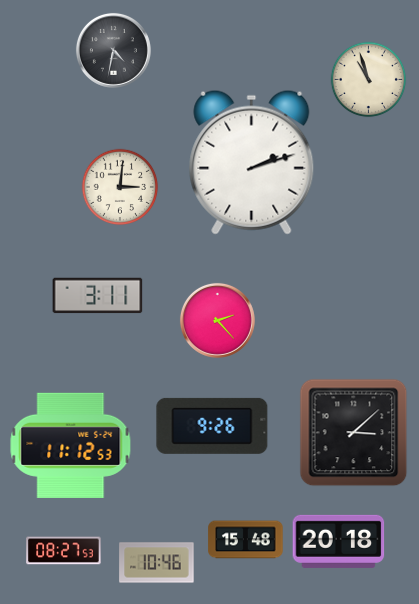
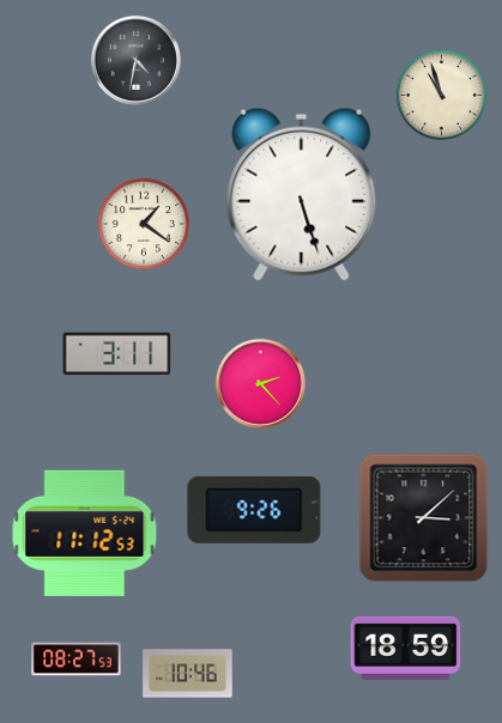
clock at (252, 162): 2:12 -> 5:27
clock at (120, 187): 3:01 -> 1:21
clock at (246, 540): 15:48 -> none
clock at (339, 541): 20:18 -> 18:59
